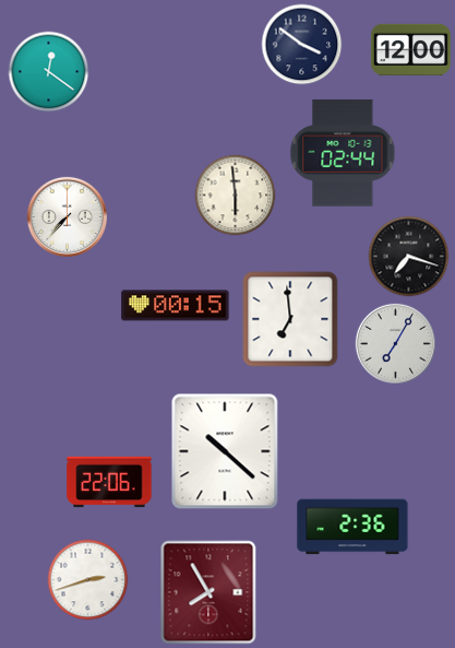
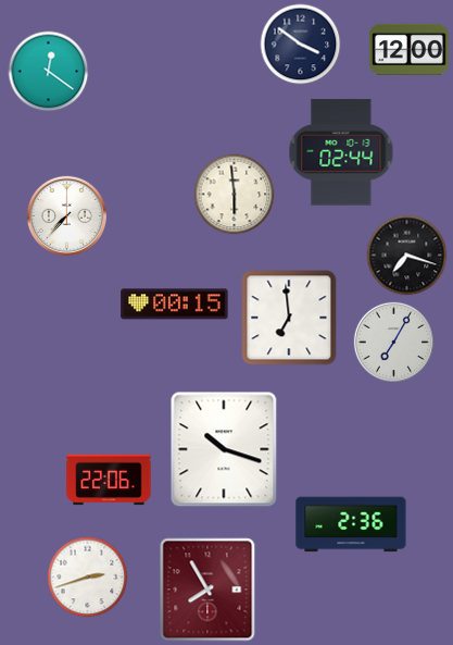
clock at (225, 451): 10:22 -> 10:18
